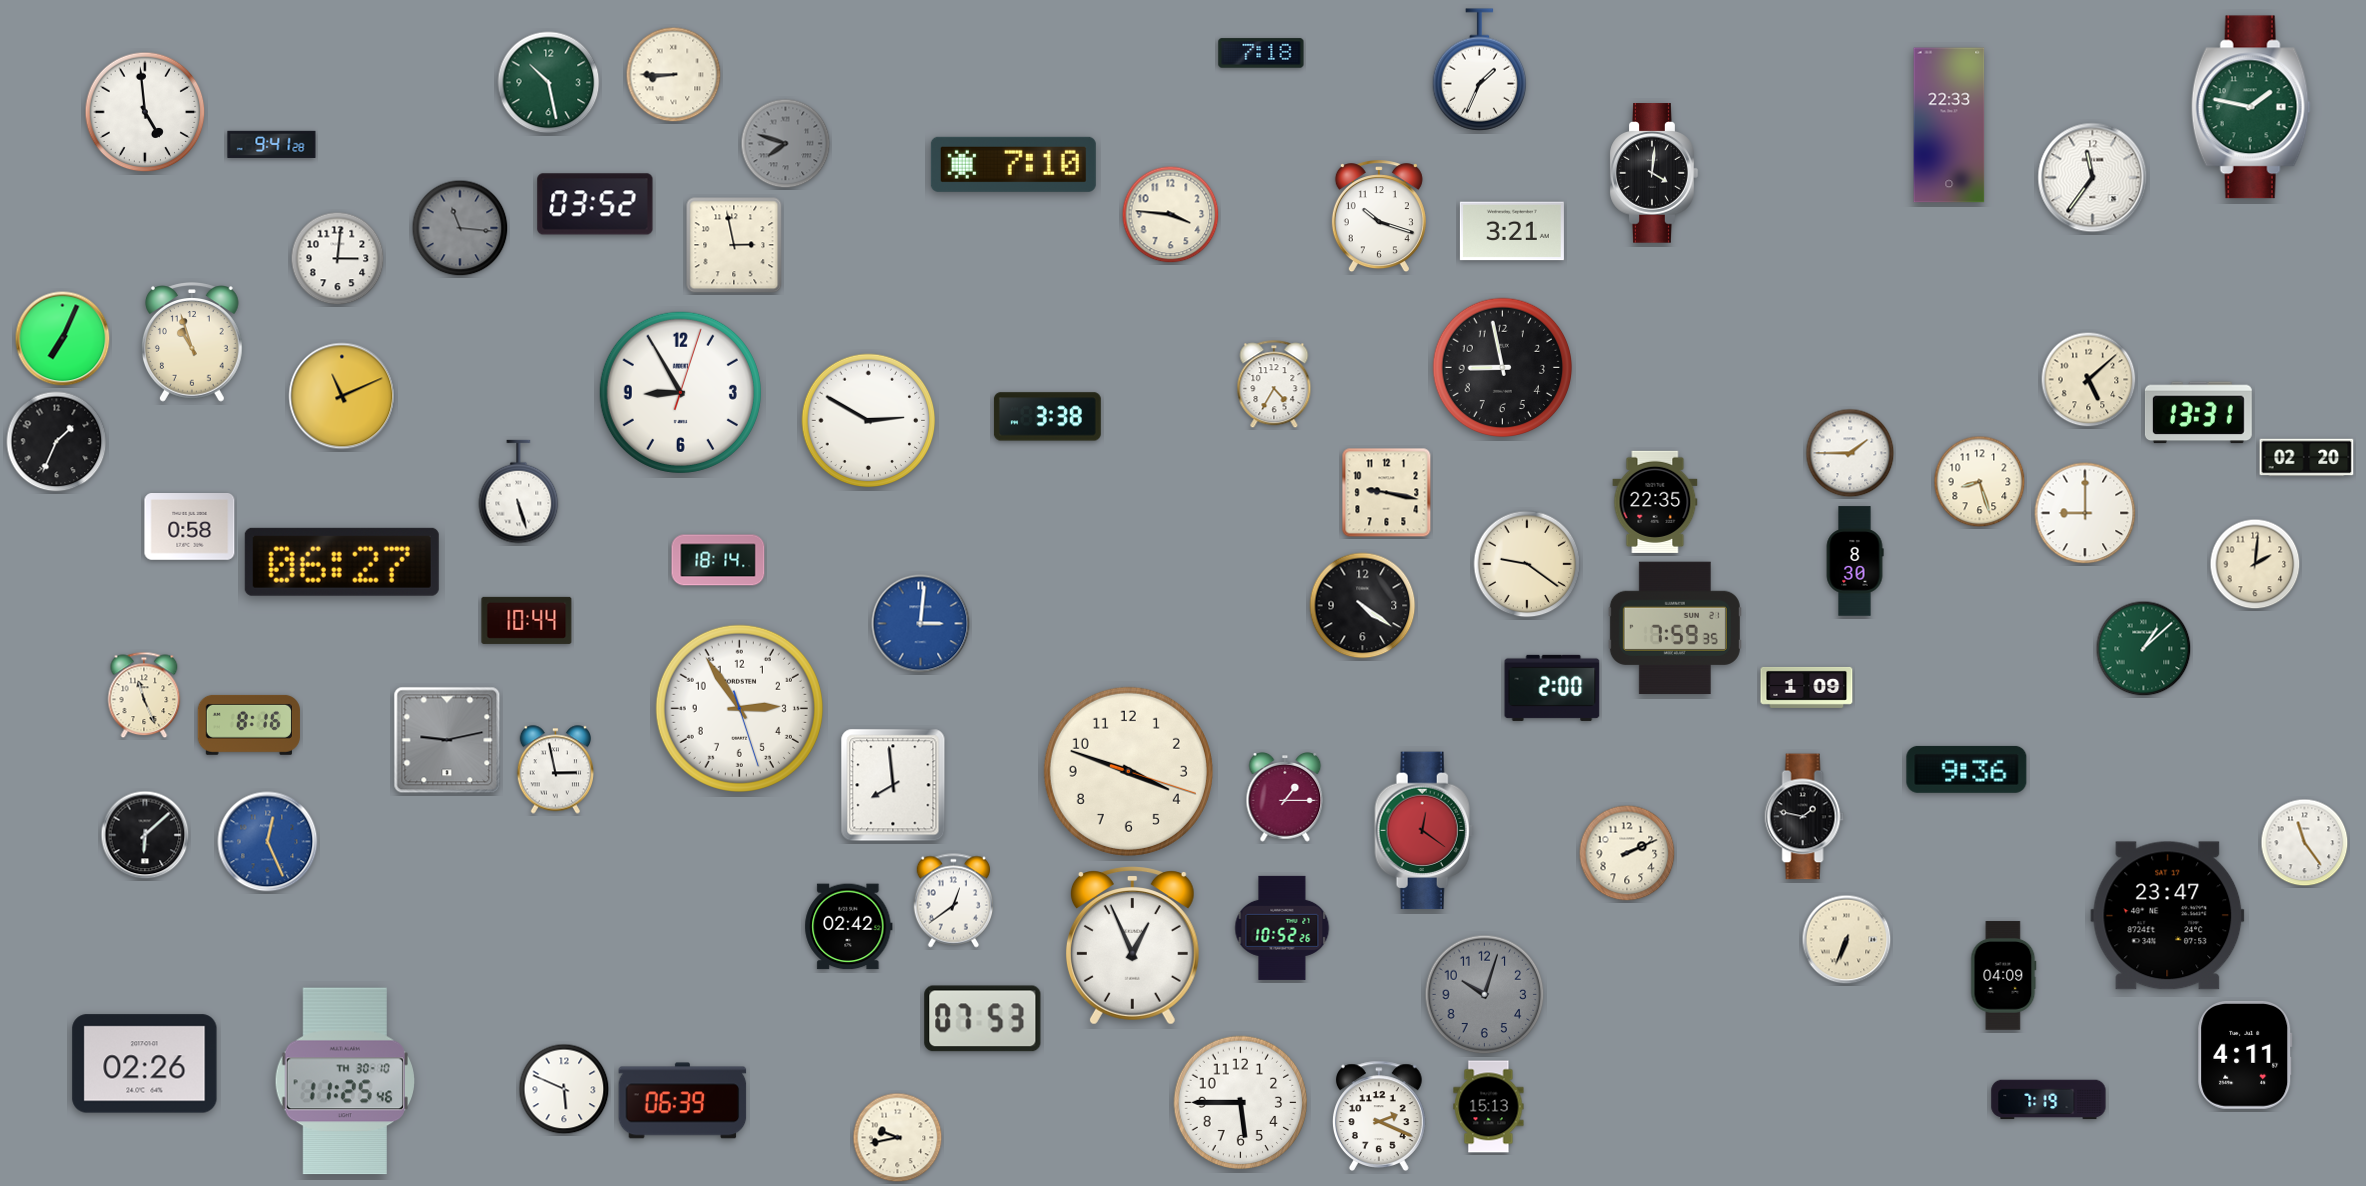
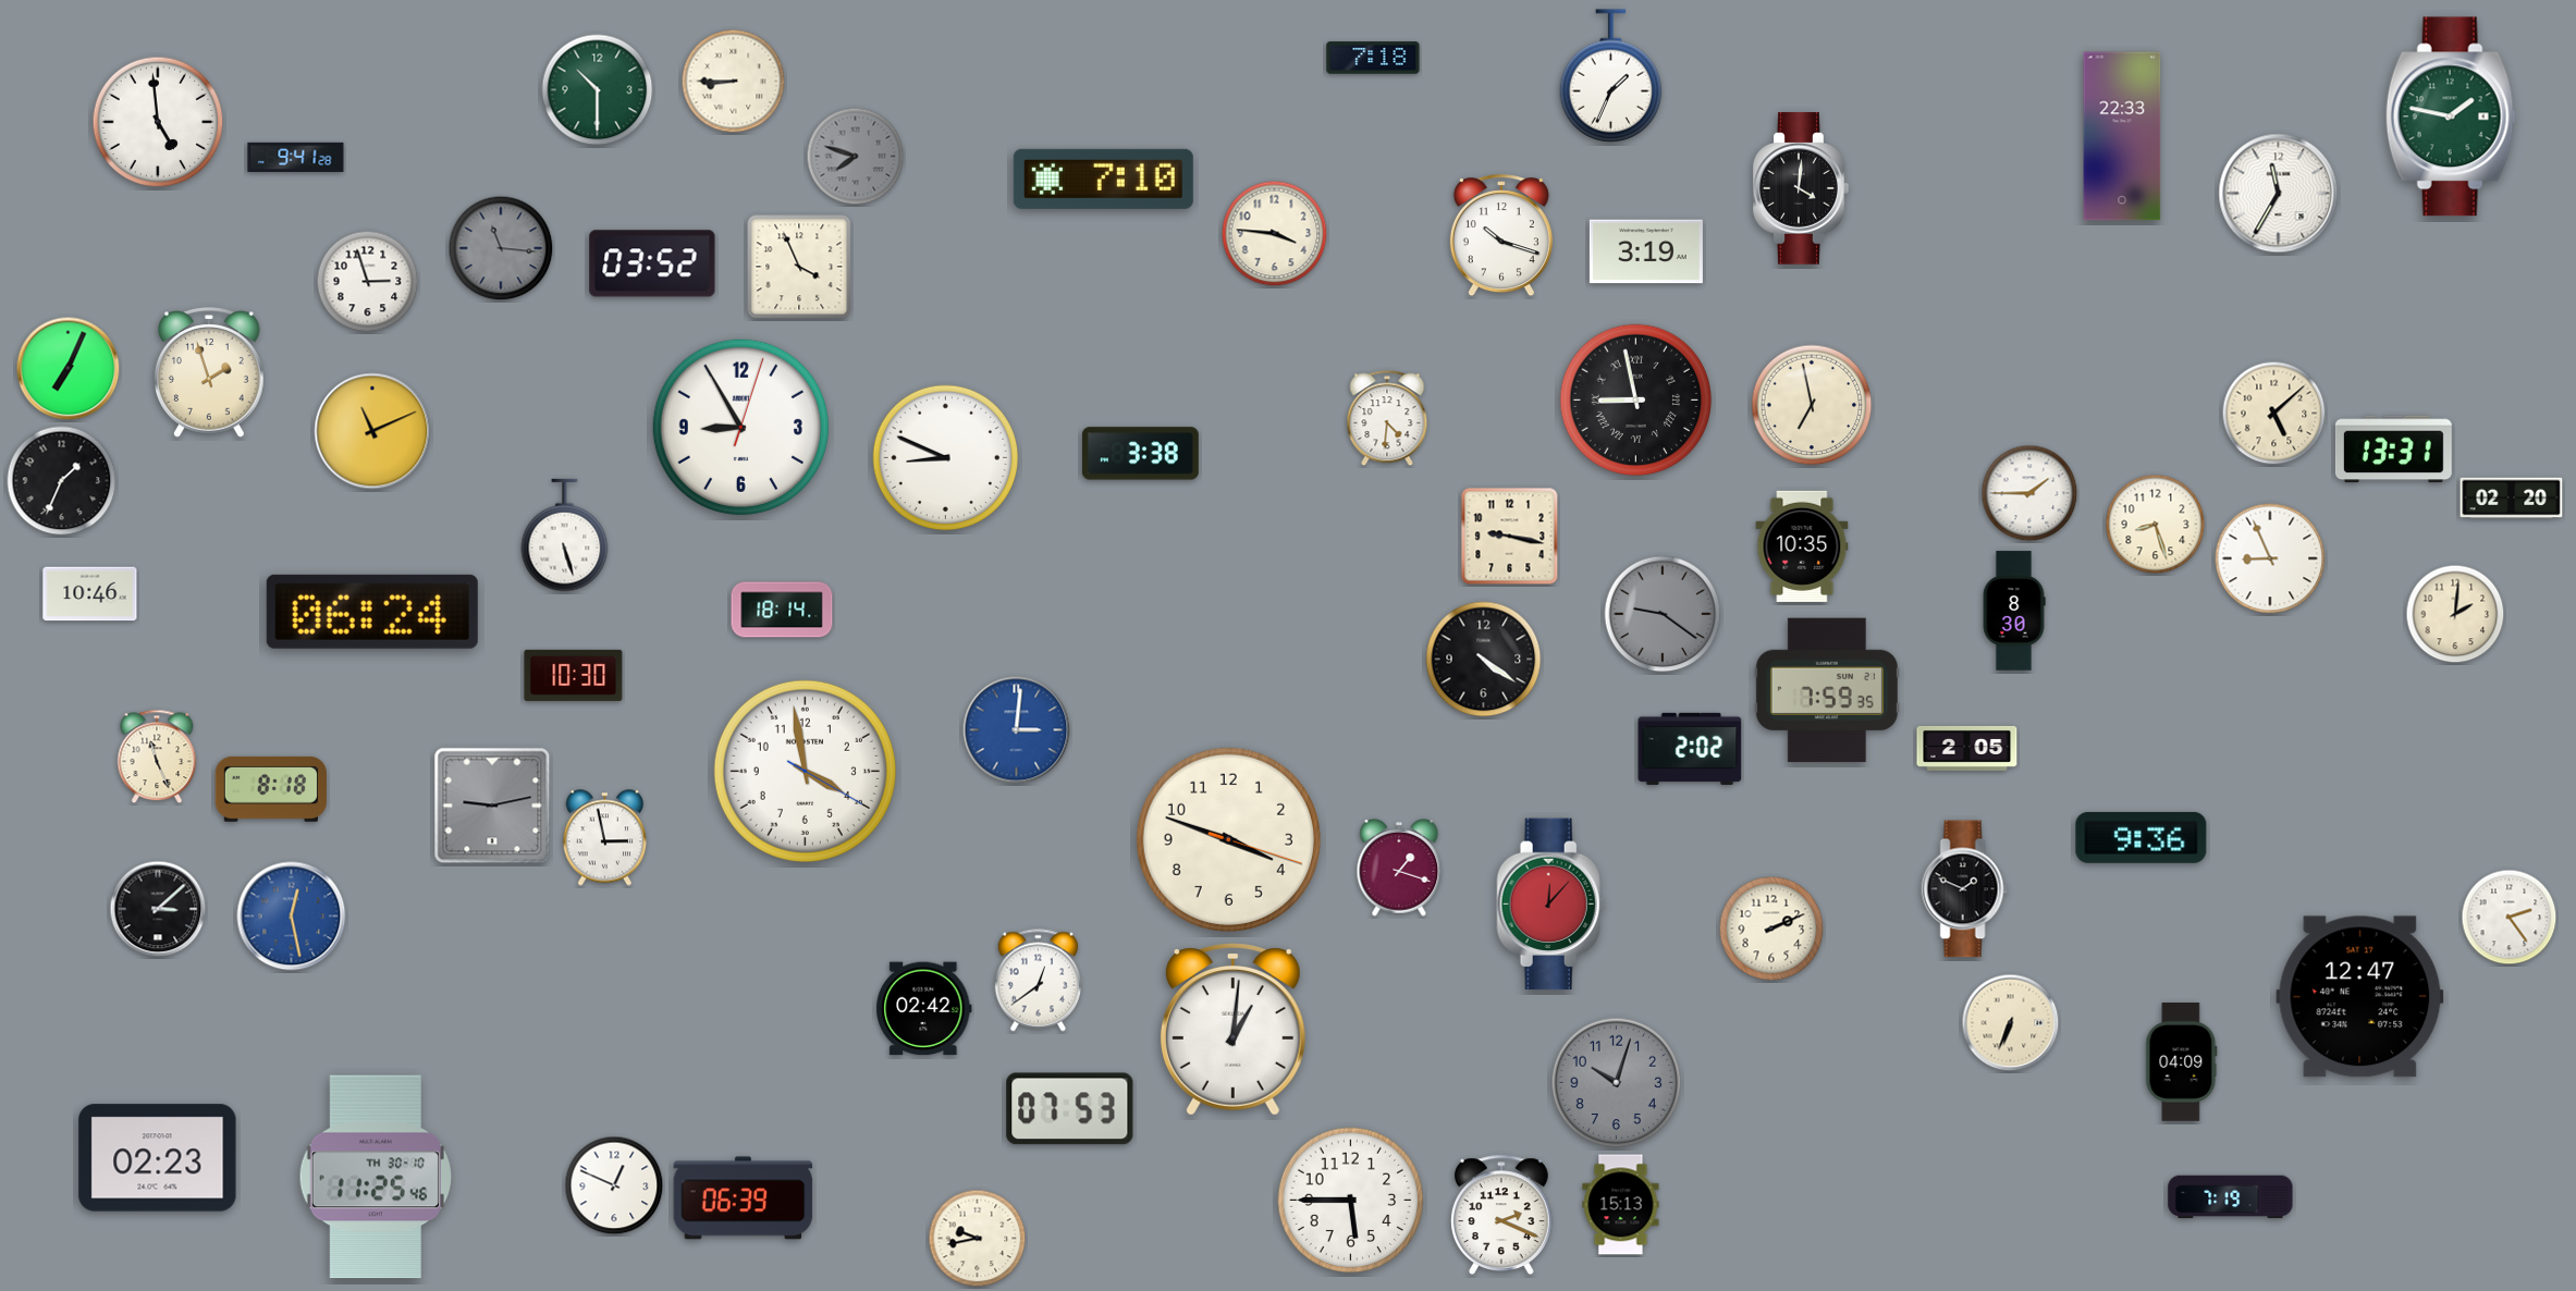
clock at (549, 83): 10:28 -> 10:30
clock at (2093, 178): 11:36 -> 11:35
clock at (595, 204) position: (595, 204) -> (652, 263)
clock at (1512, 231): 3:21 -> 3:19
clock at (734, 245): 2:58 -> 3:56
clock at (338, 259): 3:01 -> 2:57
clock at (193, 342): 10:57 -> 1:57
clock at (1503, 368) numerals: Arabic -> Roman
clock at (1812, 405): none -> 6:58
clock at (1274, 385): 4:35 -> 4:31
clock at (869, 421): 2:50 -> 8:49
clock at (1850, 453) position: (1850, 453) -> (2029, 493)
clock at (1655, 502): 22:35 -> 10:35
clock at (2085, 513): 9:00 -> 8:56
clock at (190, 527): 0:58 -> none
clock at (90, 594): none -> 10:46
clock at (1855, 561) position: (1855, 561) -> (2014, 611)
clock at (342, 562): 06:27 -> 06:24
clock at (1527, 564) dial: cream -> grey
clock at (527, 620): 10:44 -> 10:30
clock at (921, 624) position: (921, 624) -> (1017, 730)
clock at (1675, 628) position: (1675, 628) -> (1827, 690)
clock at (2144, 649): 1:08 -> none
clock at (1807, 687): 1:09 -> 2:05
clock at (1552, 688): 2:00 -> 2:02
clock at (739, 708): 2:54 -> 3:58
clock at (249, 725): 8:16 -> 8:18
clock at (447, 740) position: (447, 740) -> (492, 806)
clock at (893, 785): 7:59 -> none
clock at (1285, 798): 1:15 -> 1:18
clock at (1805, 817): 1:47 -> 1:49
clock at (1425, 831): 12:21 -> 12:07
clock at (145, 835): 6:08 -> 3:08
clock at (268, 842): 12:26 -> 12:28
clock at (2305, 843): 11:24 -> 2:24
clock at (2168, 916): 23:47 -> 12:47
clock at (1282, 928): 10:52 -> none
clock at (1132, 946): 12:56 -> 1:01
clock at (2245, 1055): 4:11 -> none
clock at (145, 1064): 02:26 -> 02:23
clock at (564, 1089): 5:49 -> 12:49
